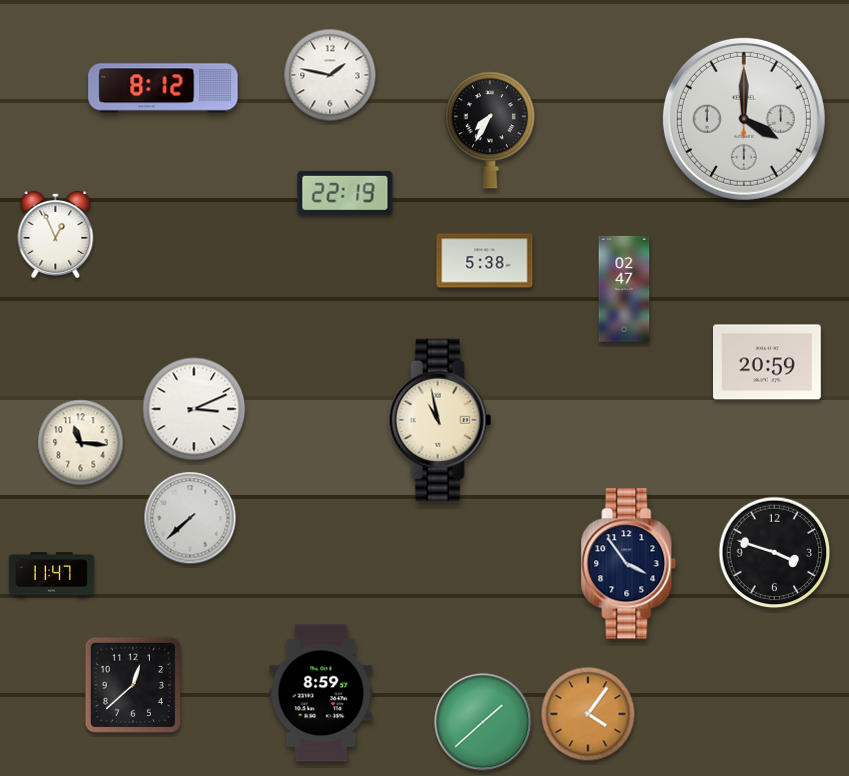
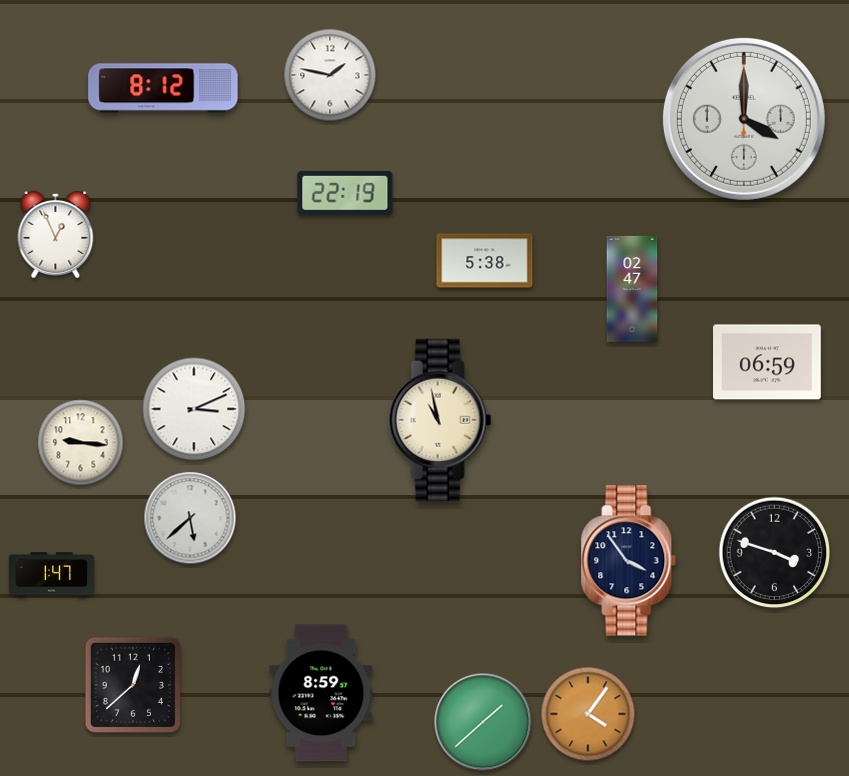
clock at (490, 130): 7:35 -> none
clock at (624, 289) position: (624, 289) -> (632, 289)
clock at (768, 362): 20:59 -> 06:59
clock at (81, 443): 11:16 -> 9:16
clock at (190, 518): 7:38 -> 5:38
clock at (629, 564) position: (629, 564) -> (629, 561)
clock at (51, 575): 11:47 -> 1:47
